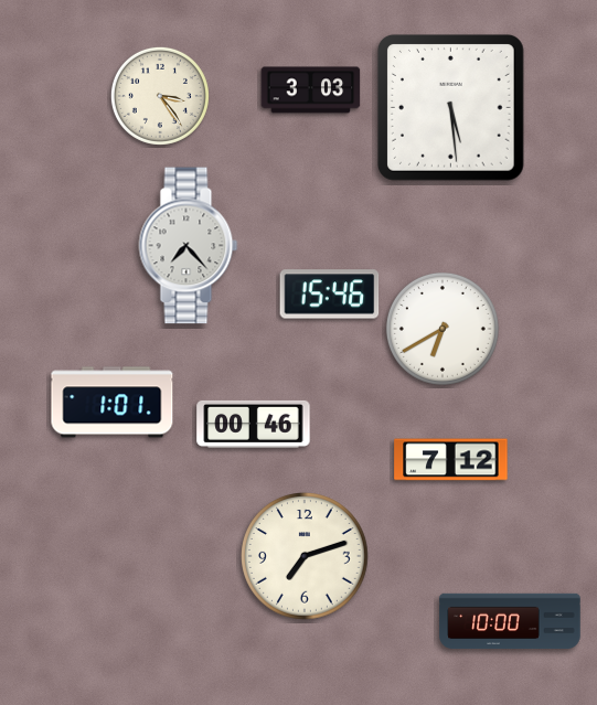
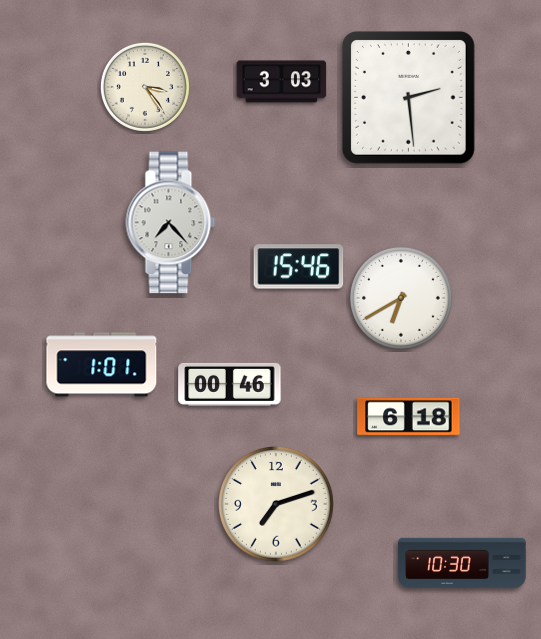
clock at (450, 107): 5:29 -> 2:29
clock at (451, 460): 7:12 -> 6:18
clock at (510, 621): 10:00 -> 10:30
